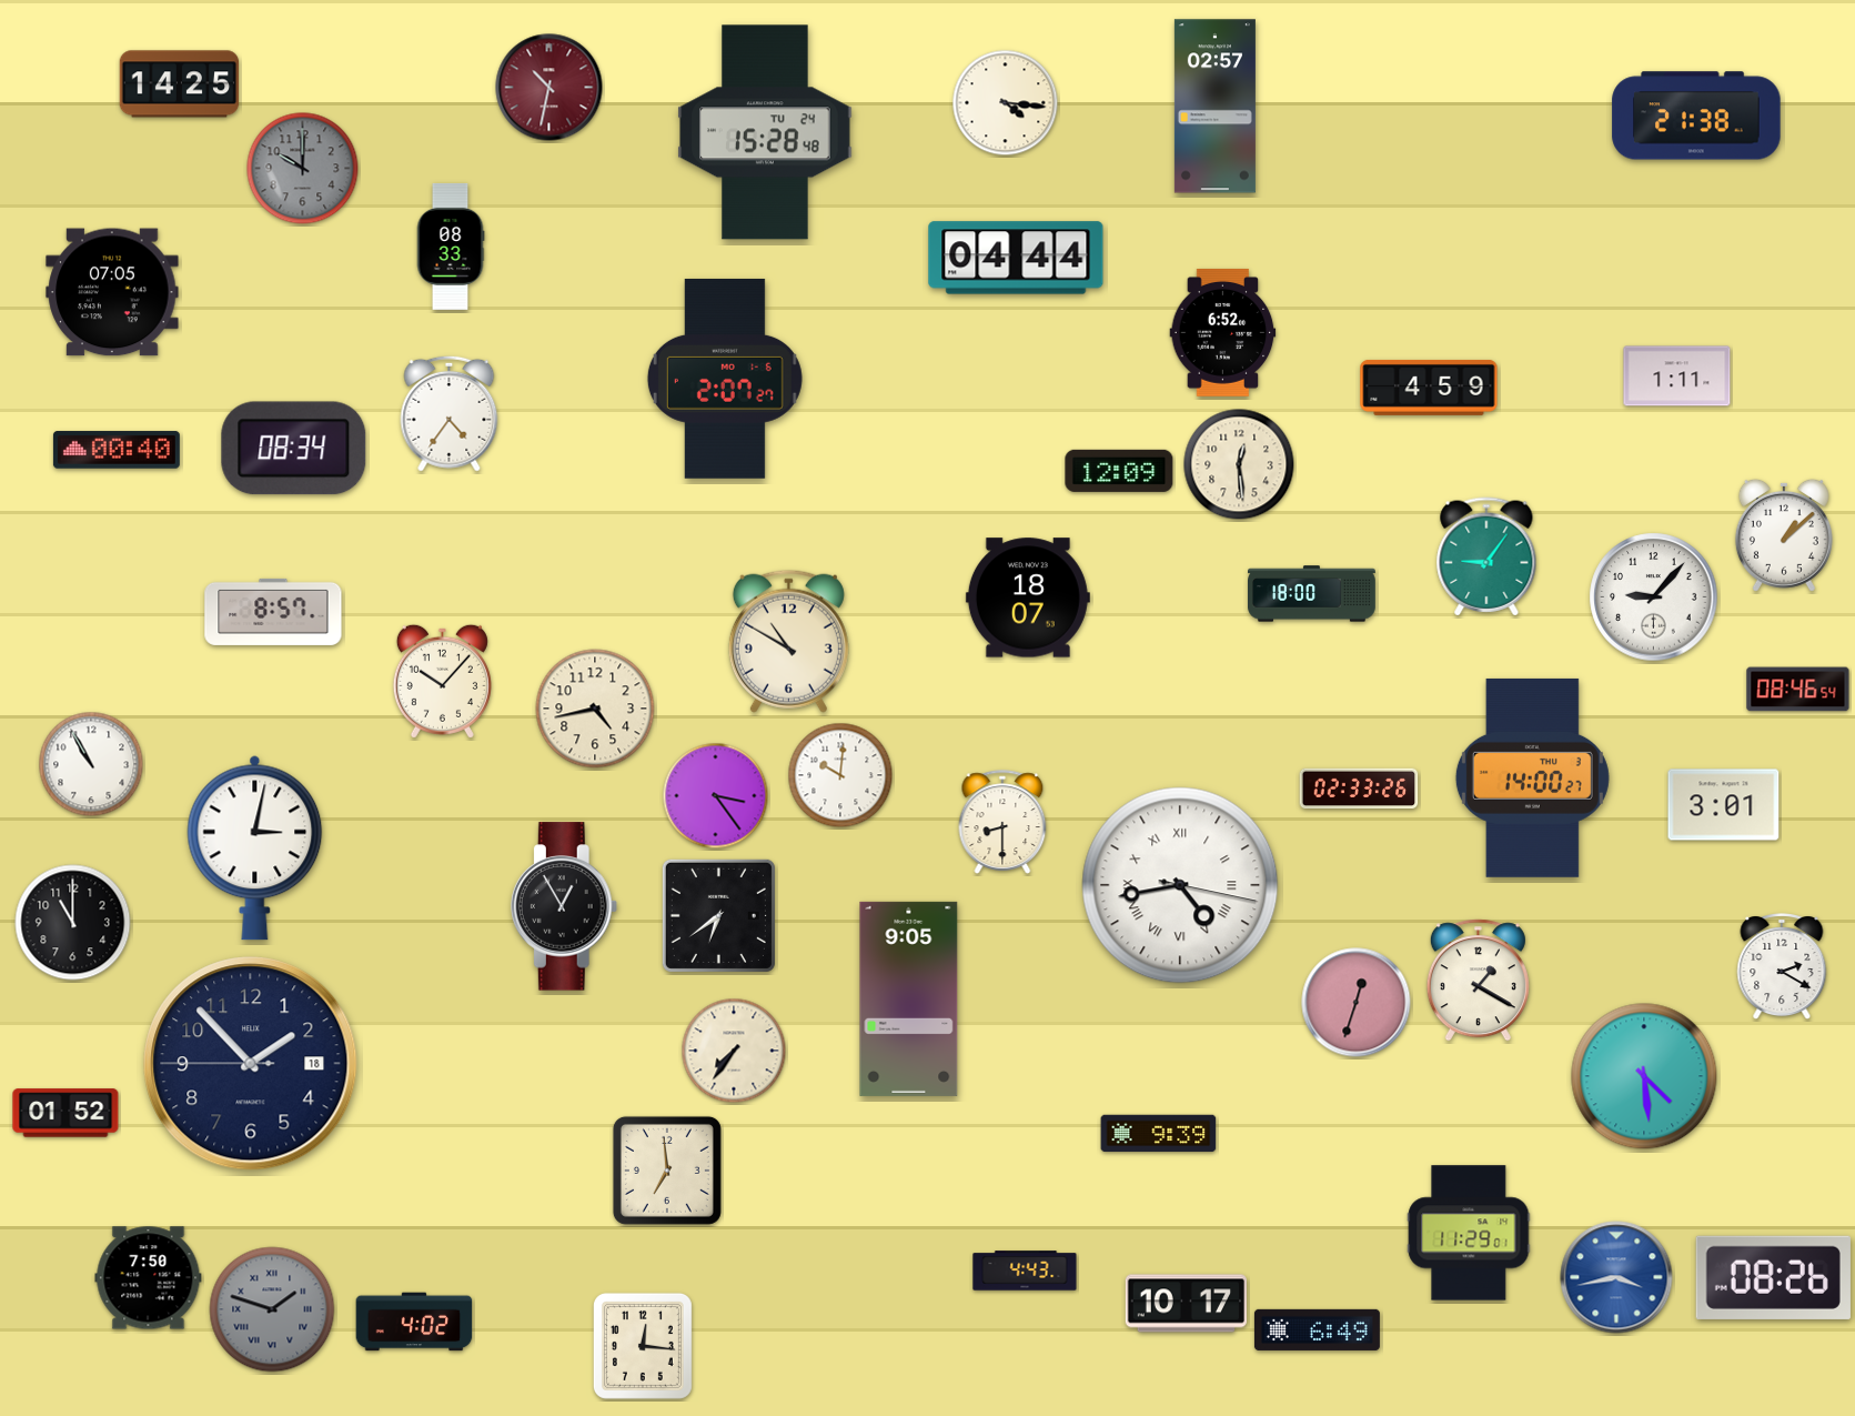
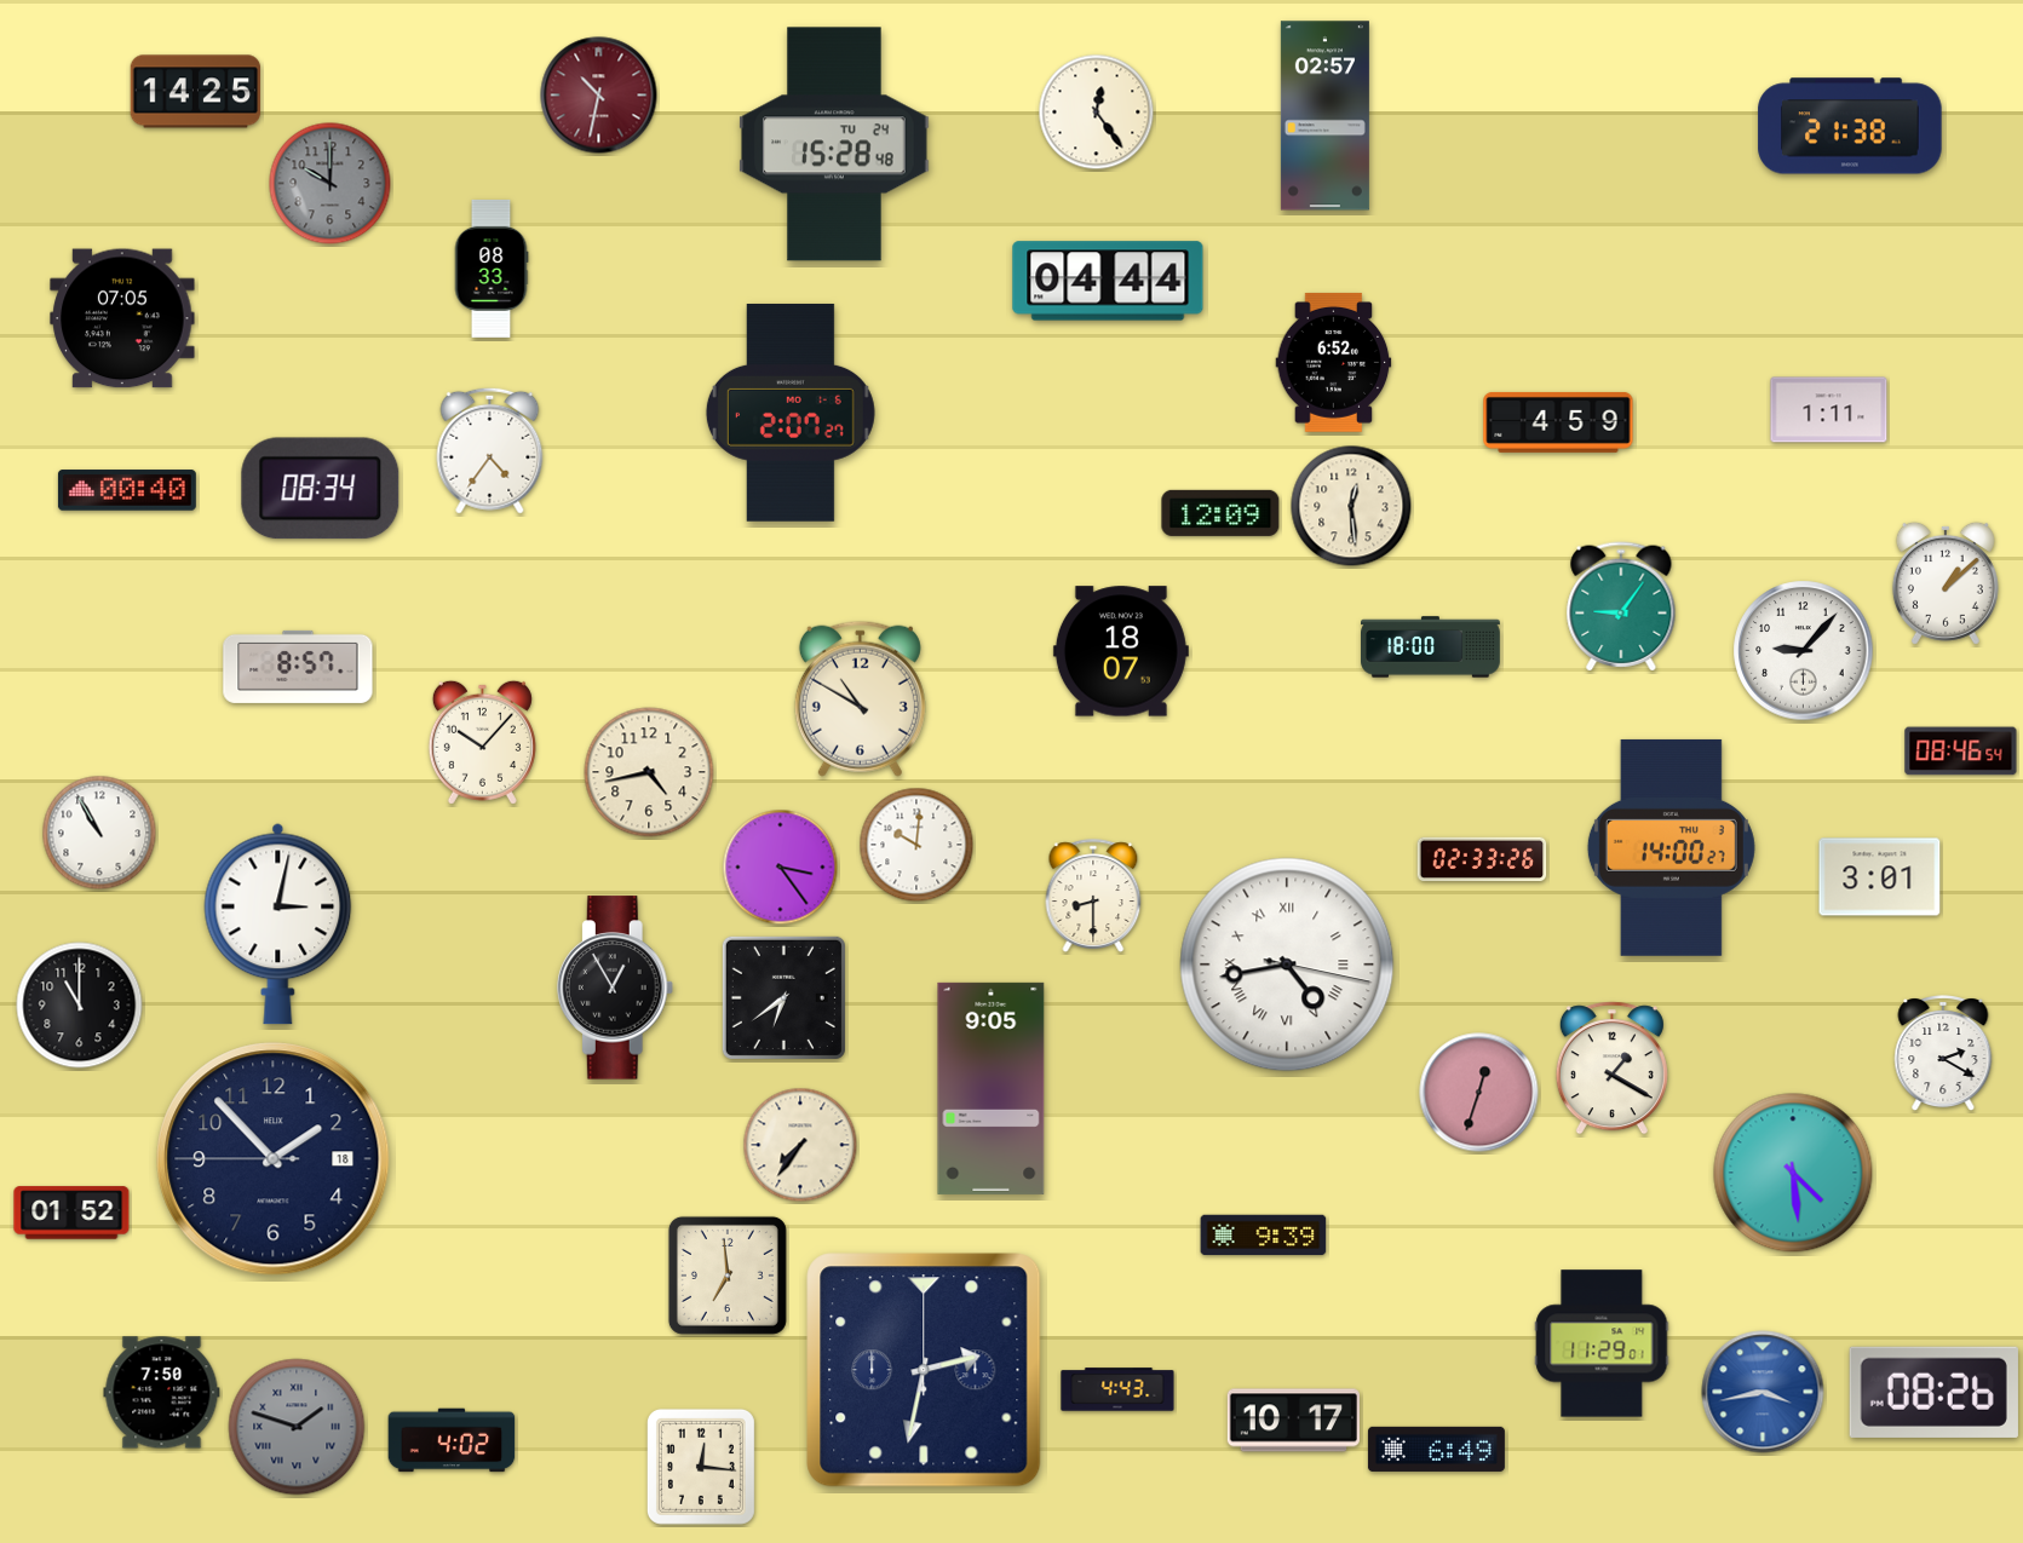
clock at (1006, 103): 4:16 -> 12:24
clock at (924, 1370): none -> 2:32
clock at (1025, 1271) position: (1025, 1271) -> (1117, 1389)
